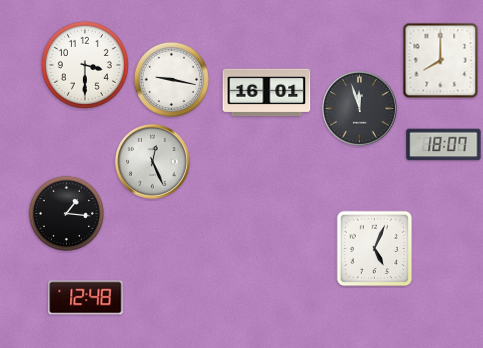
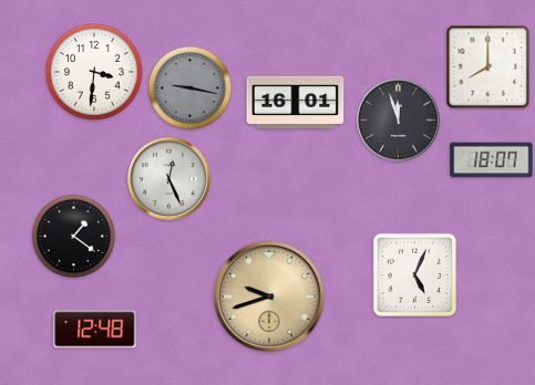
clock at (85, 65): 3:30 -> 3:31
clock at (171, 79) dial: white -> grey
clock at (66, 213): 1:16 -> 1:21
clock at (269, 296): none -> 9:42
